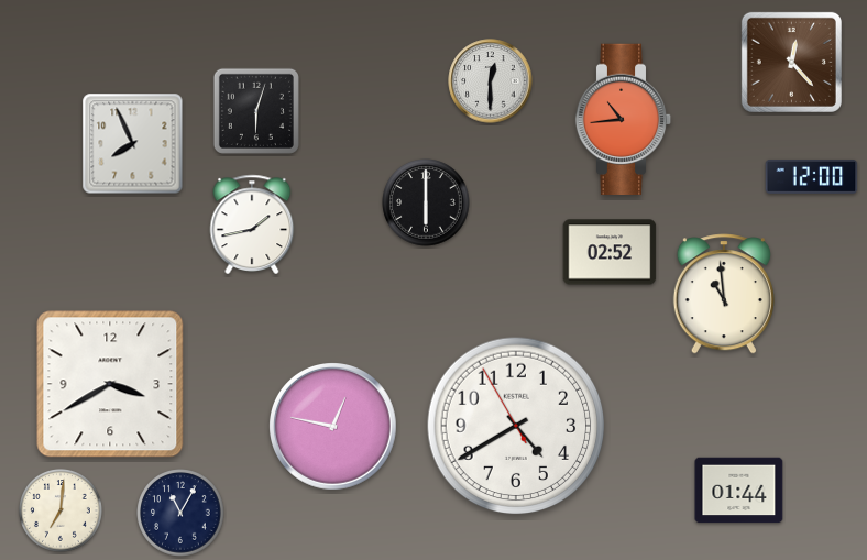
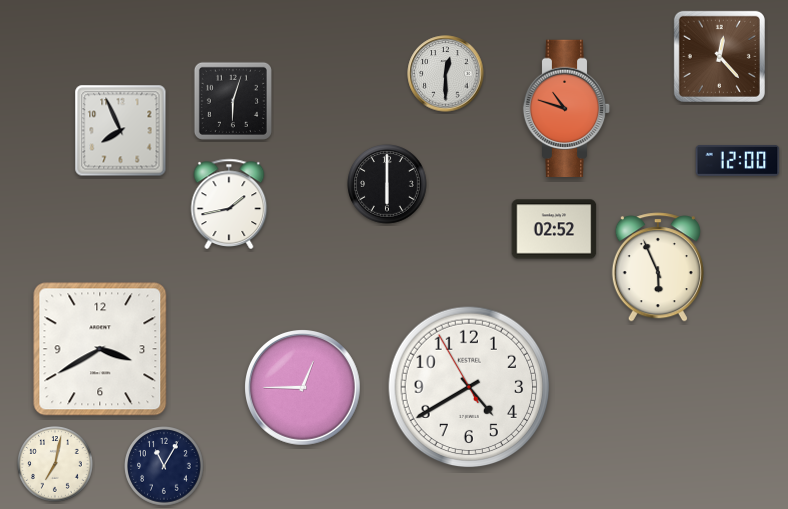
clock at (624, 119): 10:44 -> 10:48
clock at (724, 294): 10:59 -> 5:56
clock at (333, 427): 12:47 -> 12:45
clock at (739, 491): 01:44 -> none
clock at (61, 510): 7:01 -> 7:02
